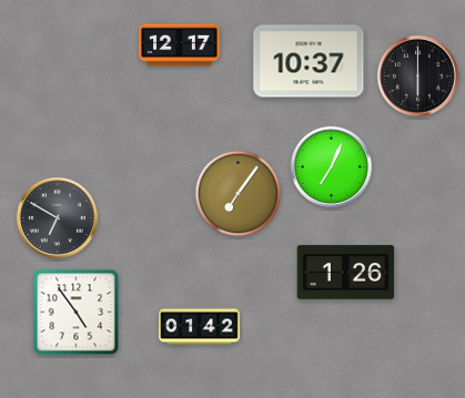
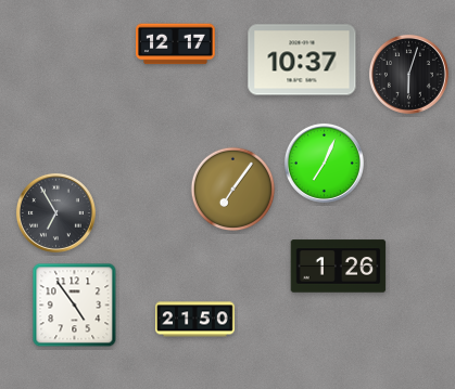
clock at (417, 75): 6:00 -> 6:03
clock at (57, 217): 6:50 -> 6:55
clock at (200, 327): 01:42 -> 21:50
